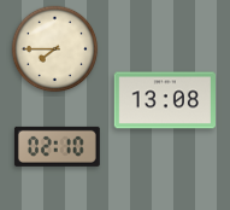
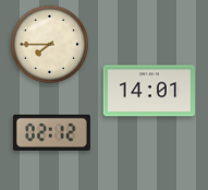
clock at (164, 100): 13:08 -> 14:01
clock at (57, 146): 02:10 -> 02:12
